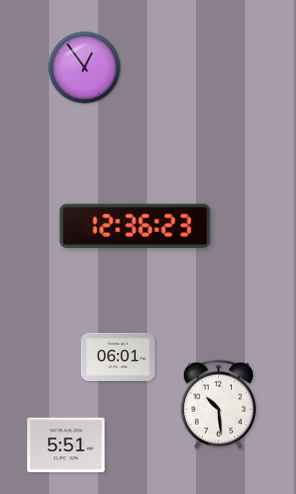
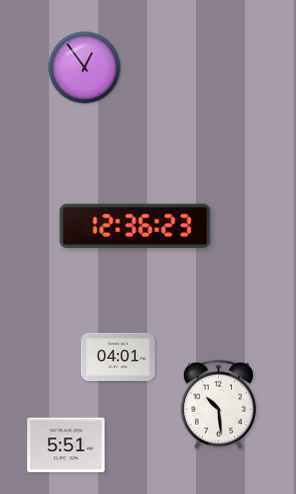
clock at (118, 357): 06:01 -> 04:01
